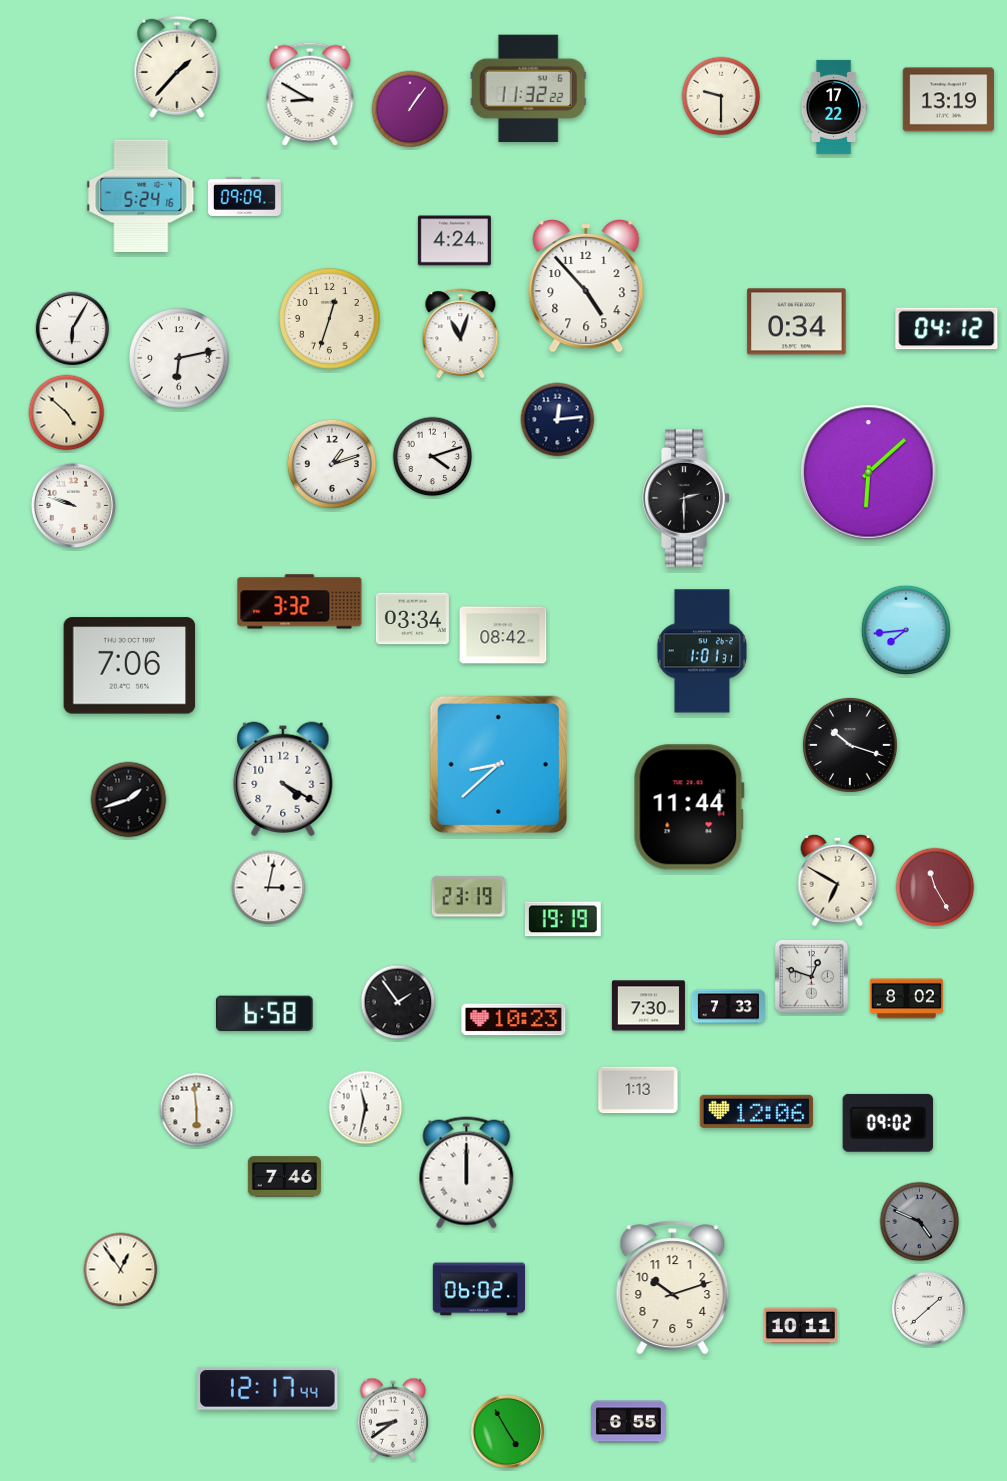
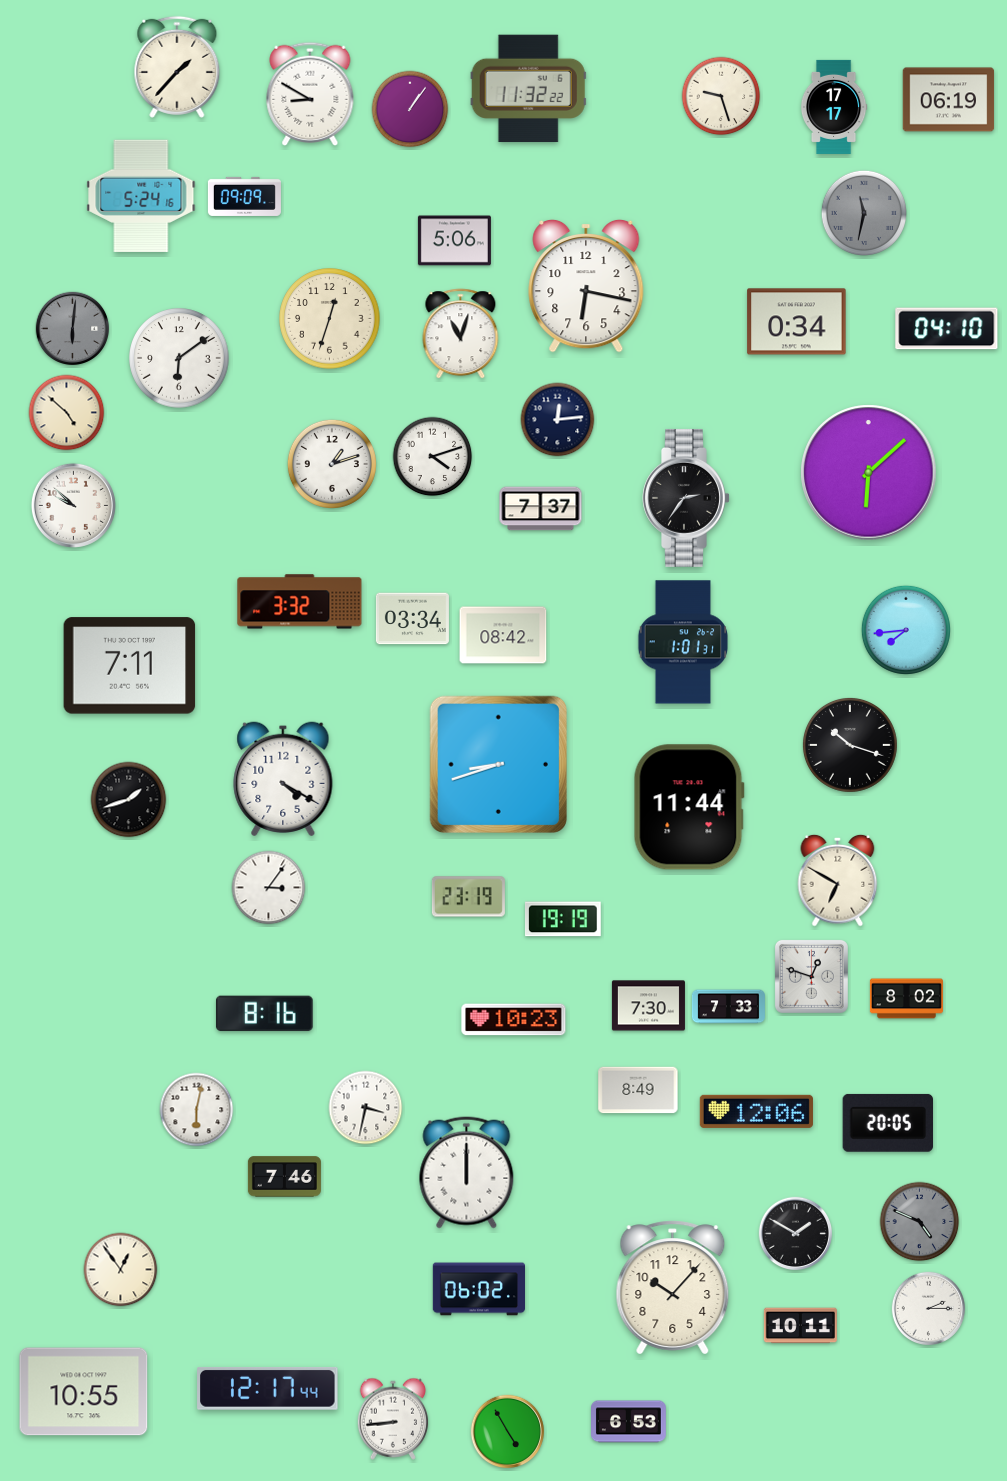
clock at (721, 96): 9:30 -> 9:27
clock at (949, 100): 13:19 -> 06:19
clock at (834, 107): 17:22 -> 17:17
clock at (863, 212): none -> 11:32
clock at (454, 241): 4:24 -> 5:06
clock at (586, 286): 4:53 -> 6:17
clock at (73, 329): 6:05 -> 6:01
clock at (73, 329) dial: white -> grey
clock at (947, 329): 04:12 -> 04:10
clock at (179, 358): 6:13 -> 6:09
clock at (686, 498): 2:30 -> 2:36
clock at (73, 505): 9:48 -> 9:52
clock at (541, 509): none -> 7:37
clock at (702, 651) position: (702, 651) -> (683, 642)
clock at (130, 666): 7:06 -> 7:11
clock at (498, 764): 8:38 -> 8:42
clock at (935, 887): 11:25 -> none
clock at (269, 888): 3:02 -> 3:06
clock at (398, 1002): 1:54 -> none
clock at (264, 1014): 6:58 -> 8:16
clock at (638, 1090): 1:13 -> 8:49
clock at (366, 1108): 11:32 -> 3:32
clock at (197, 1110): 5:59 -> 6:02
clock at (888, 1123): 09:02 -> 20:05
clock at (796, 1234): none -> 1:50
clock at (673, 1288): 10:12 -> 10:07
clock at (929, 1309): 1:38 -> 2:15
clock at (84, 1392): none -> 10:55
clock at (393, 1419): 8:39 -> 8:44
clock at (629, 1422): 6:55 -> 6:53
